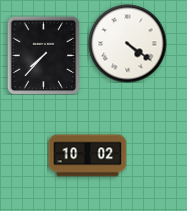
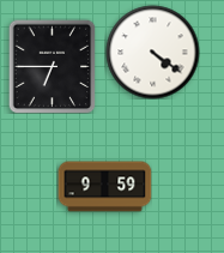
clock at (44, 55): 7:37 -> 6:45
clock at (87, 156): 10:02 -> 9:59
